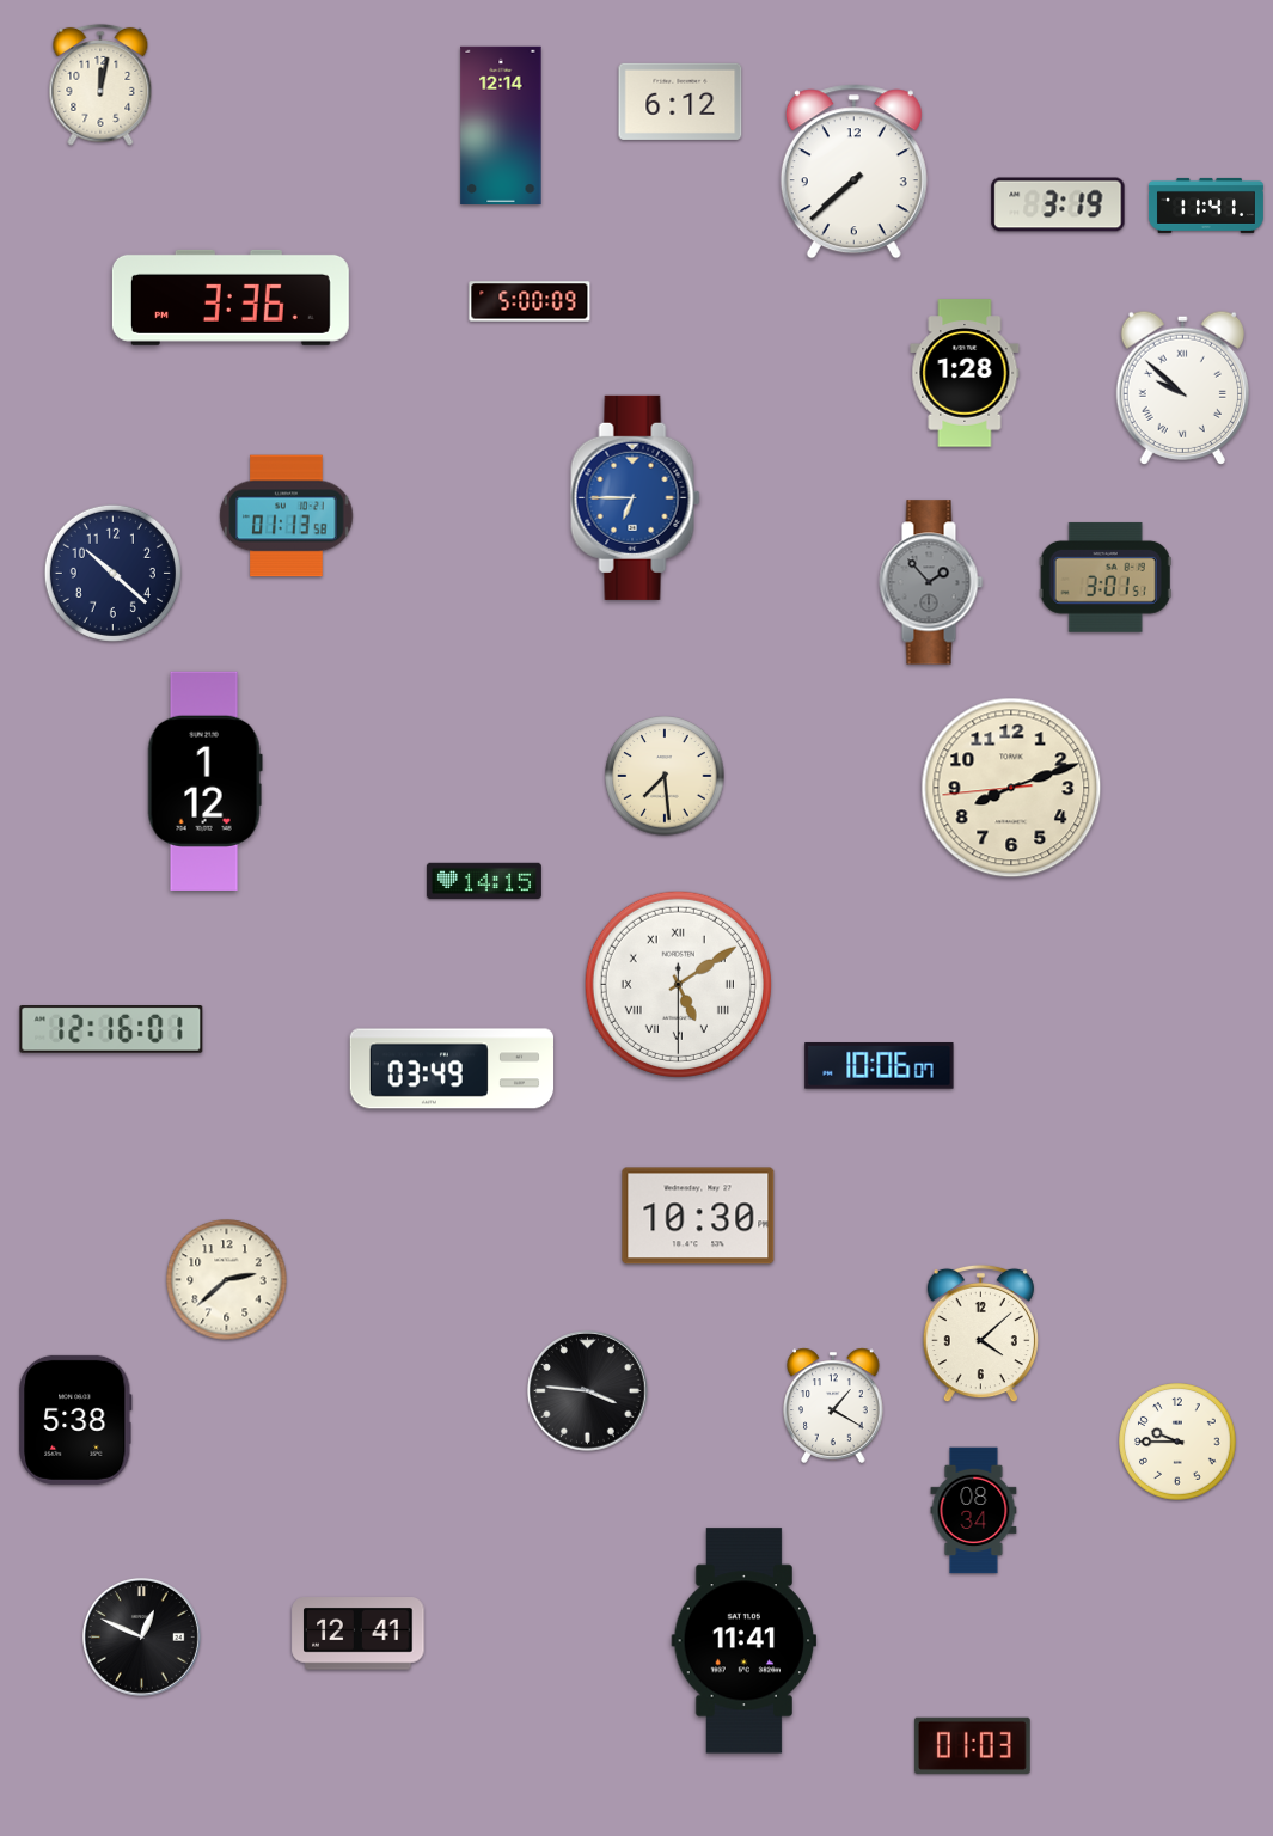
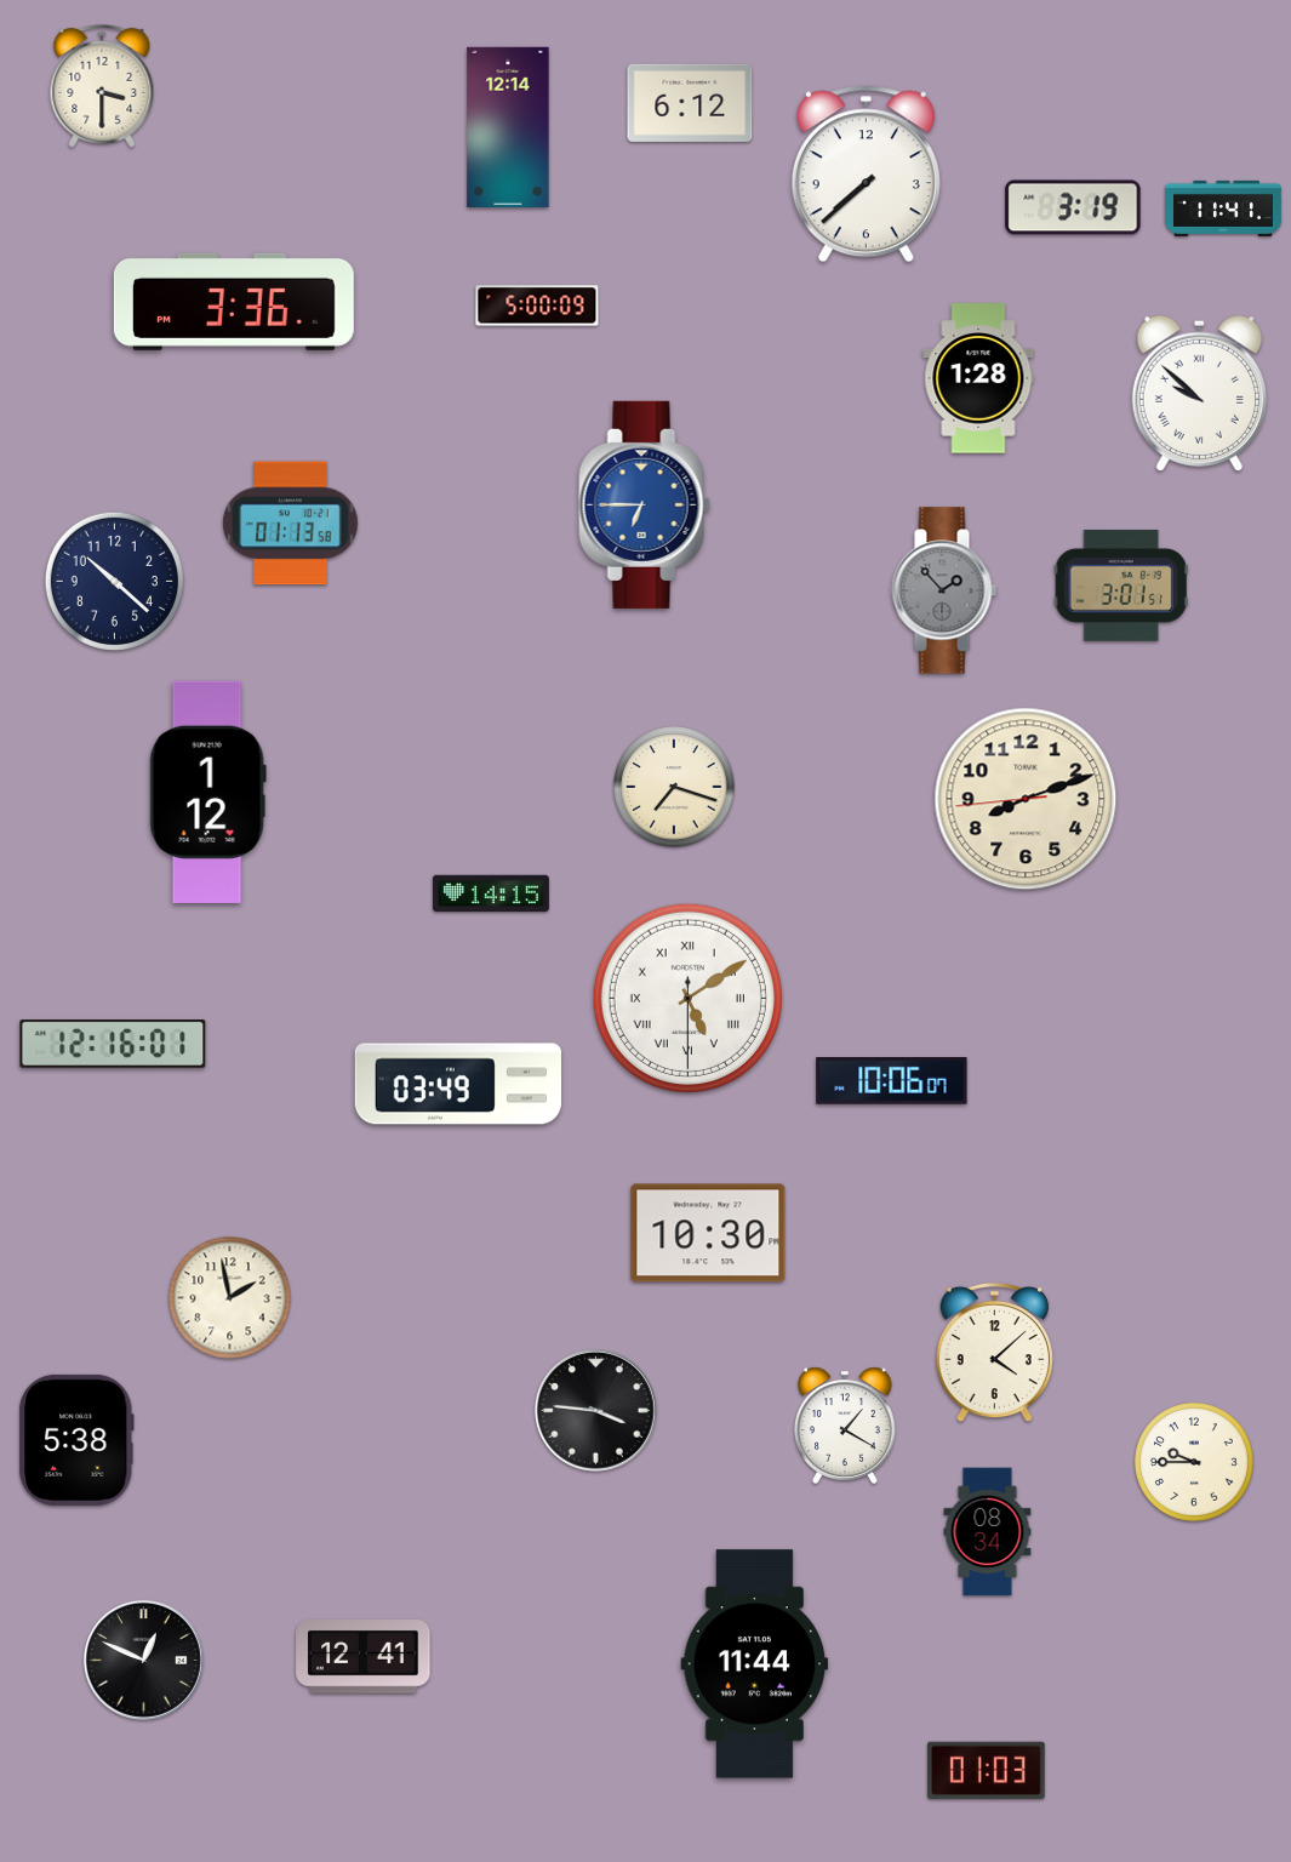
clock at (100, 85): 12:02 -> 3:30
clock at (665, 776): 7:29 -> 7:18
clock at (227, 1280): 2:38 -> 1:58
clock at (745, 1641): 11:41 -> 11:44
